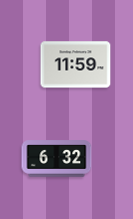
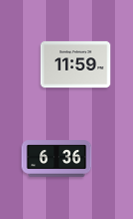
clock at (57, 159): 6:32 -> 6:36
